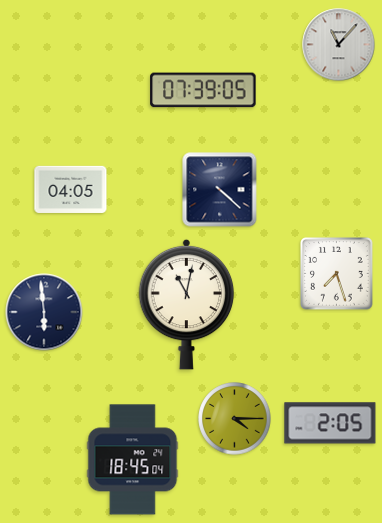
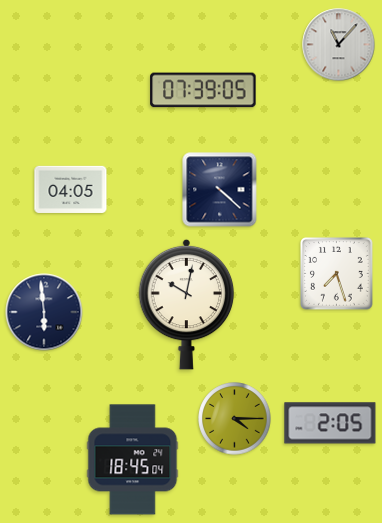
clock at (187, 304): 11:02 -> 10:02
